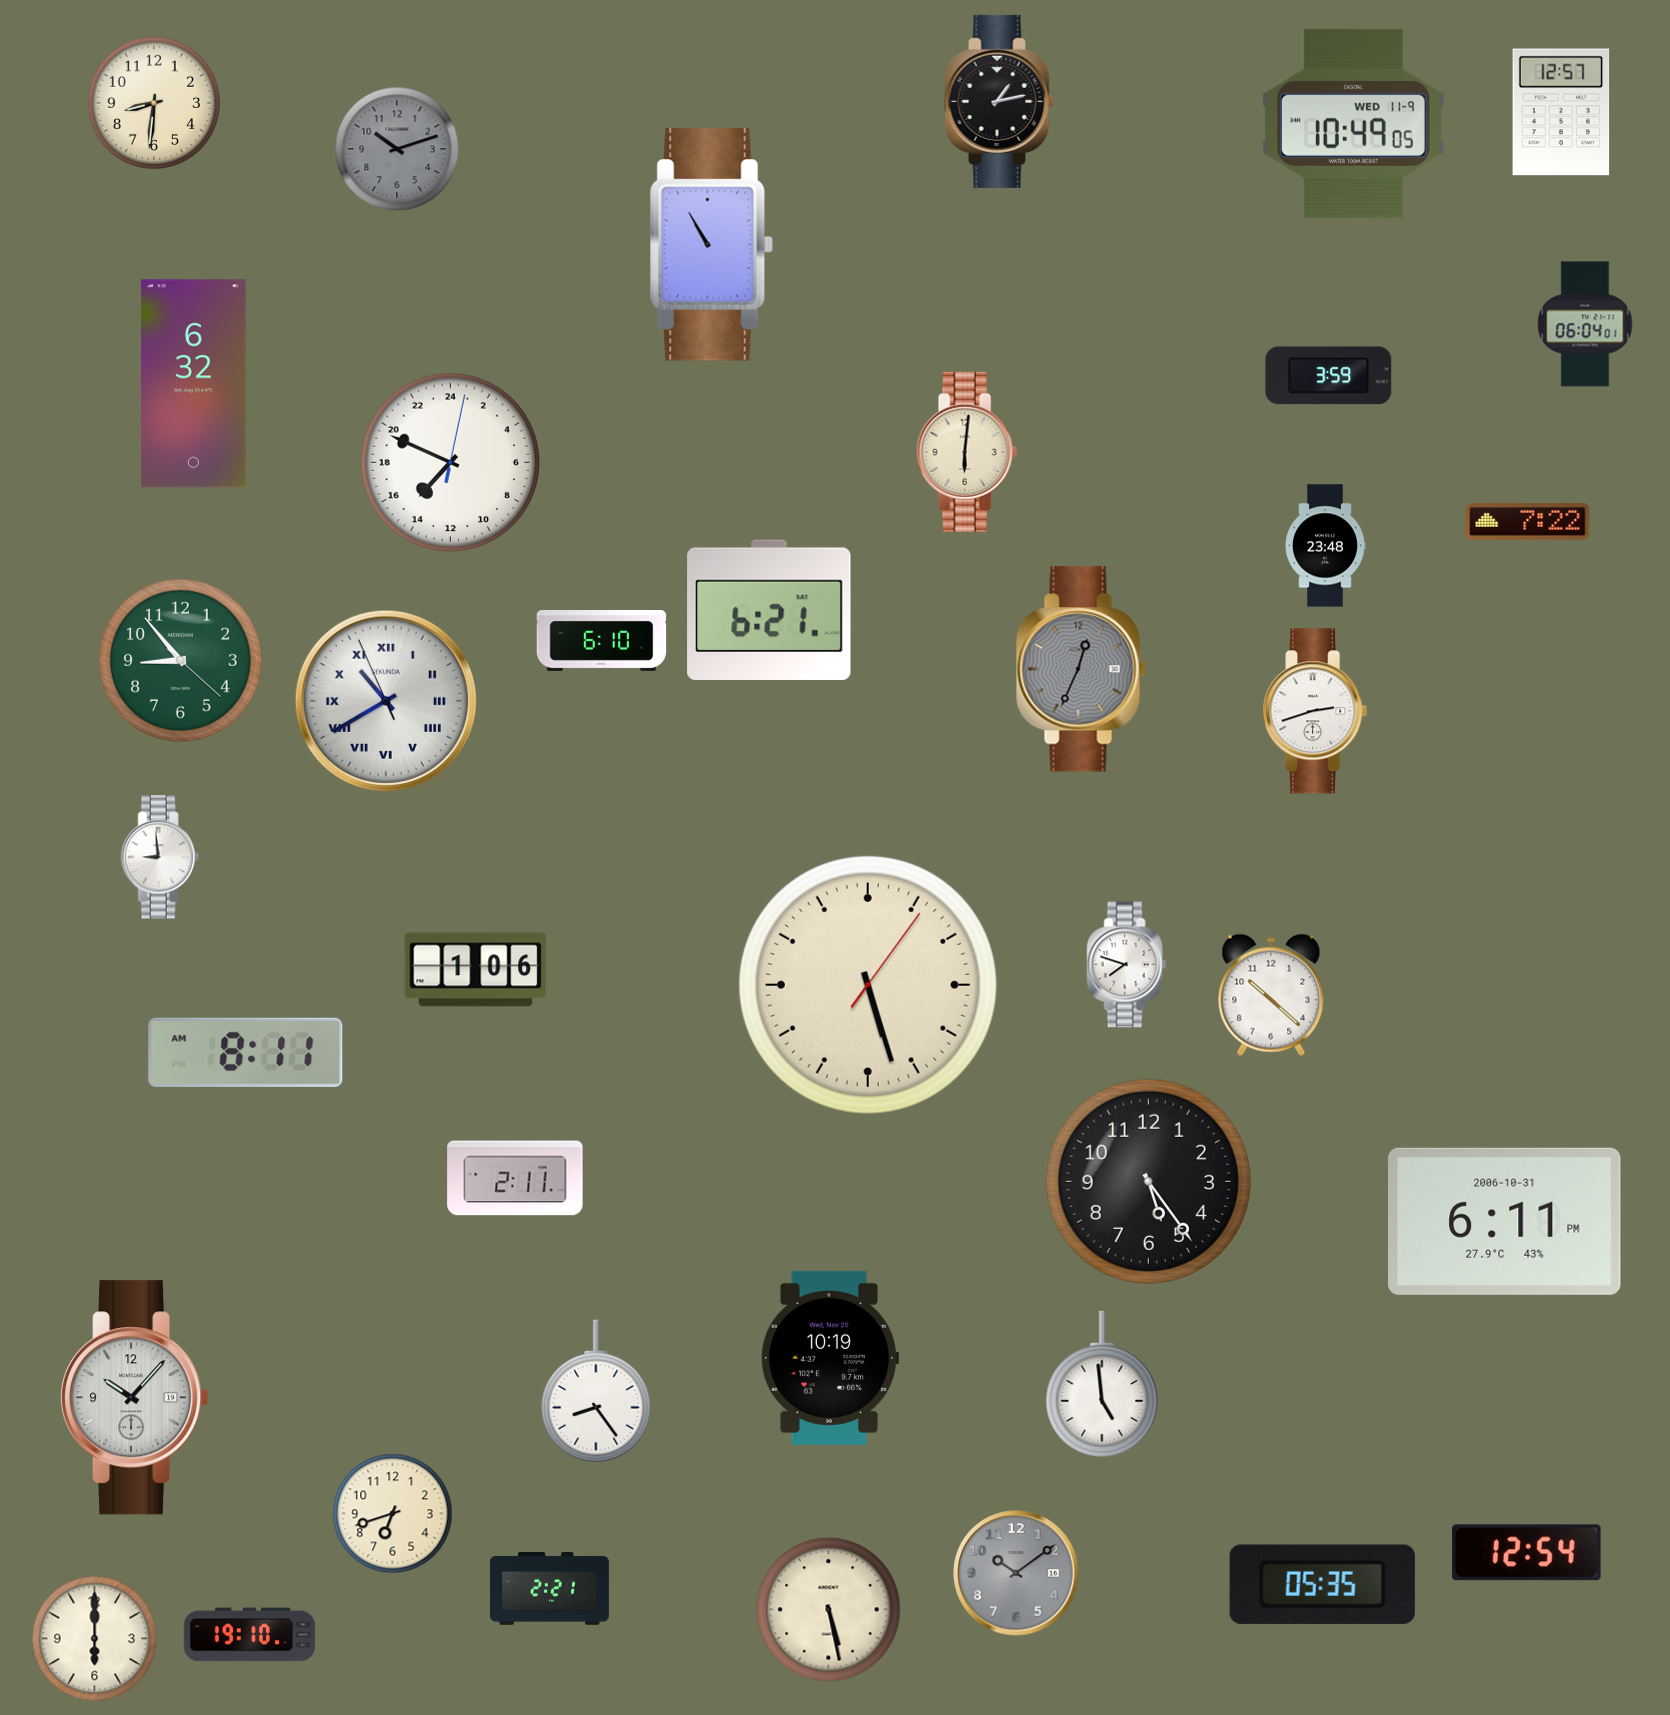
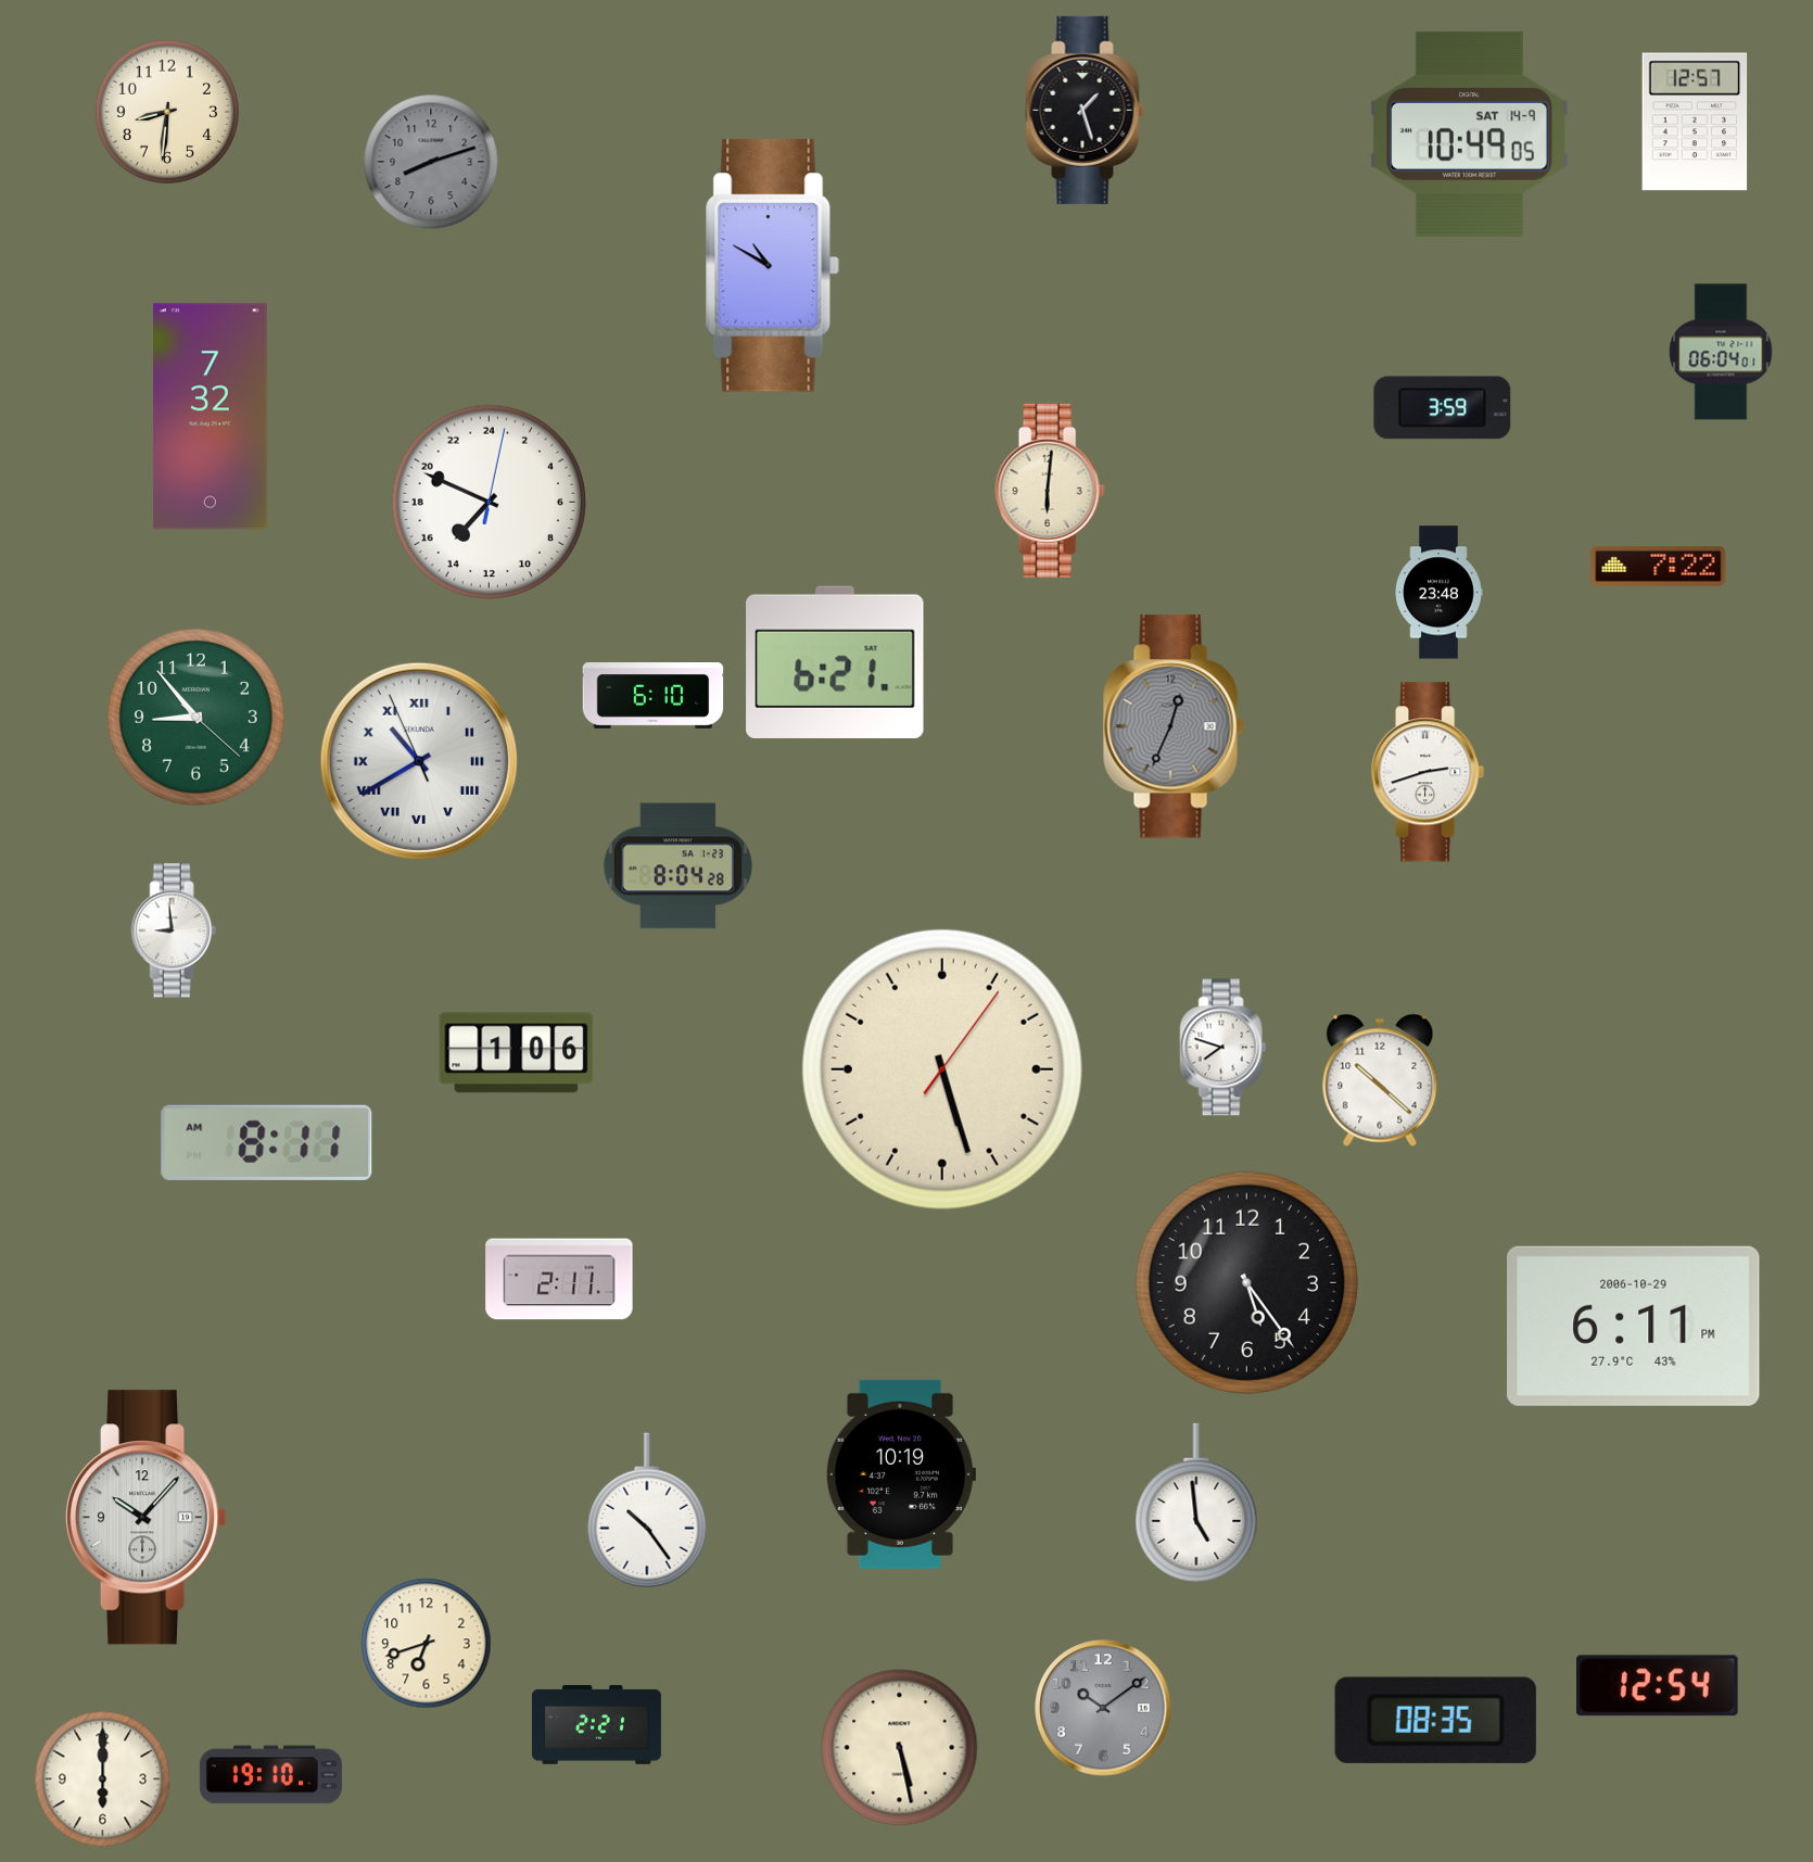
clock at (1000, 101): 1:13 -> 1:27
clock at (1353, 123) date: WED 11-9 -> SAT 14-9
clock at (397, 149): 10:12 -> 8:12
clock at (711, 245): 10:55 -> 10:50
clock at (193, 384): 6:32 -> 7:32
clock at (677, 866): none -> 8:04
clock at (1504, 1221) date: 2006-10-31 -> 2006-10-29
clock at (596, 1391): 8:24 -> 10:24
clock at (1322, 1584): 05:35 -> 08:35
